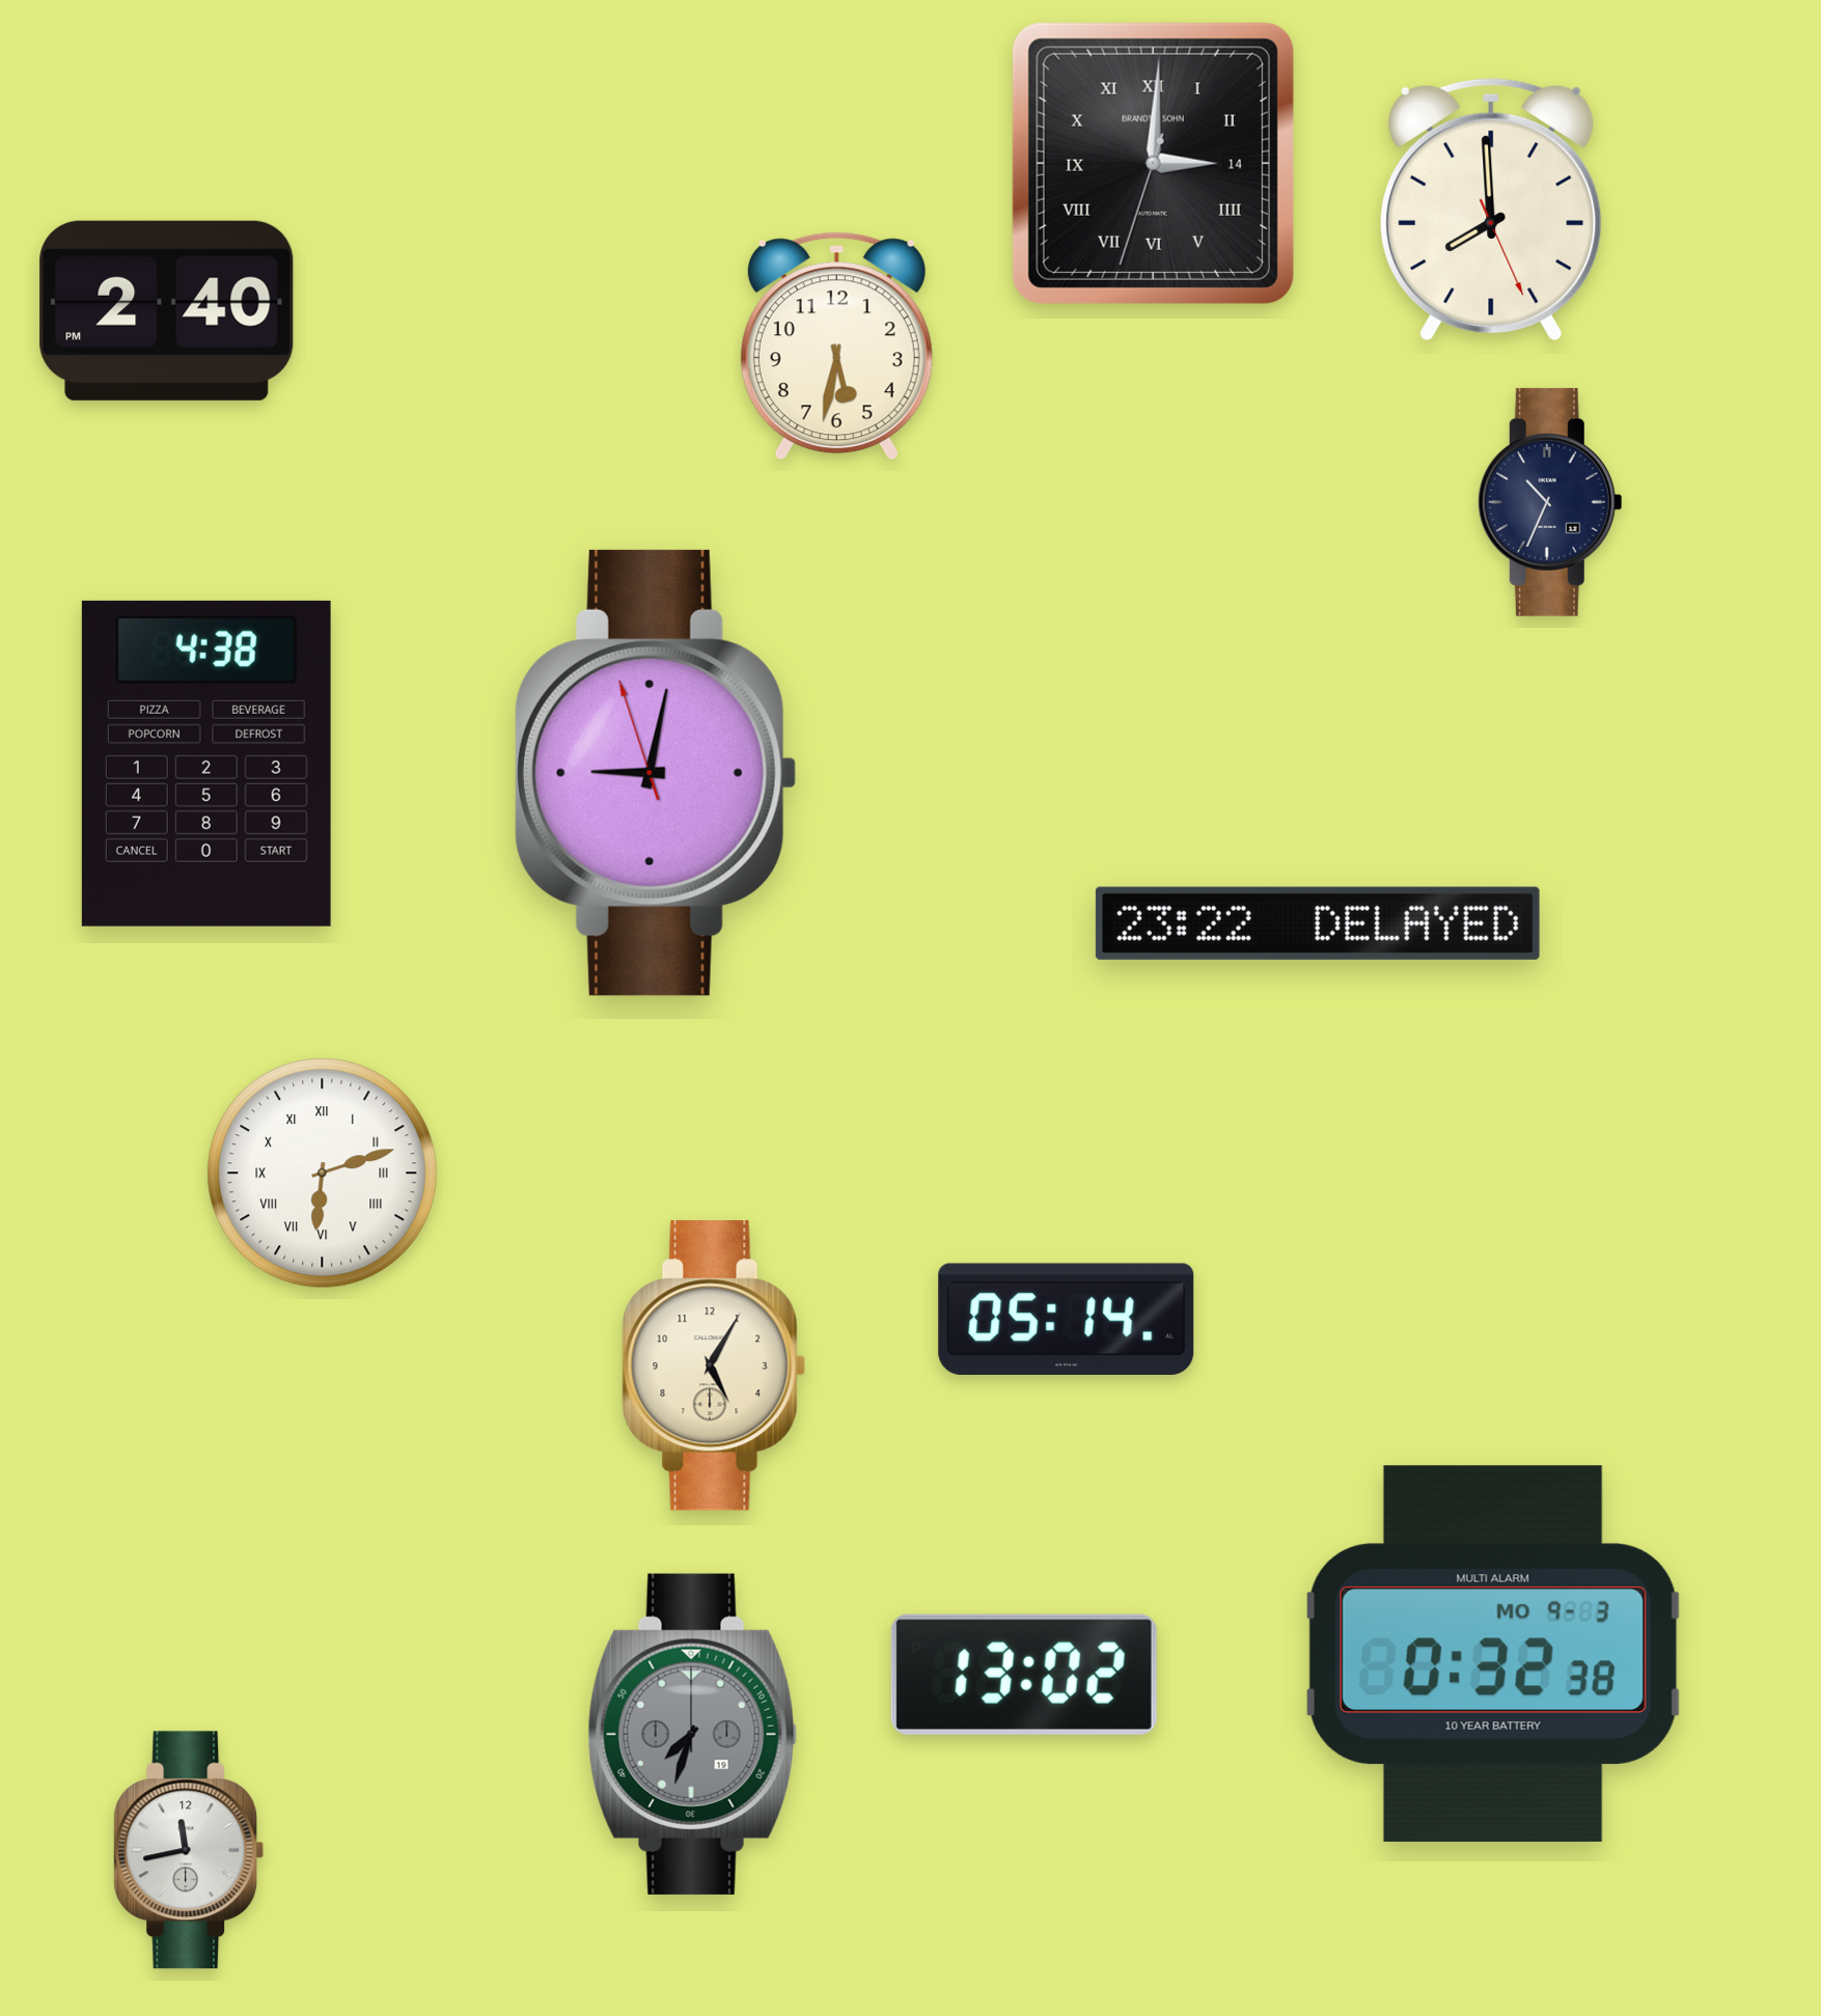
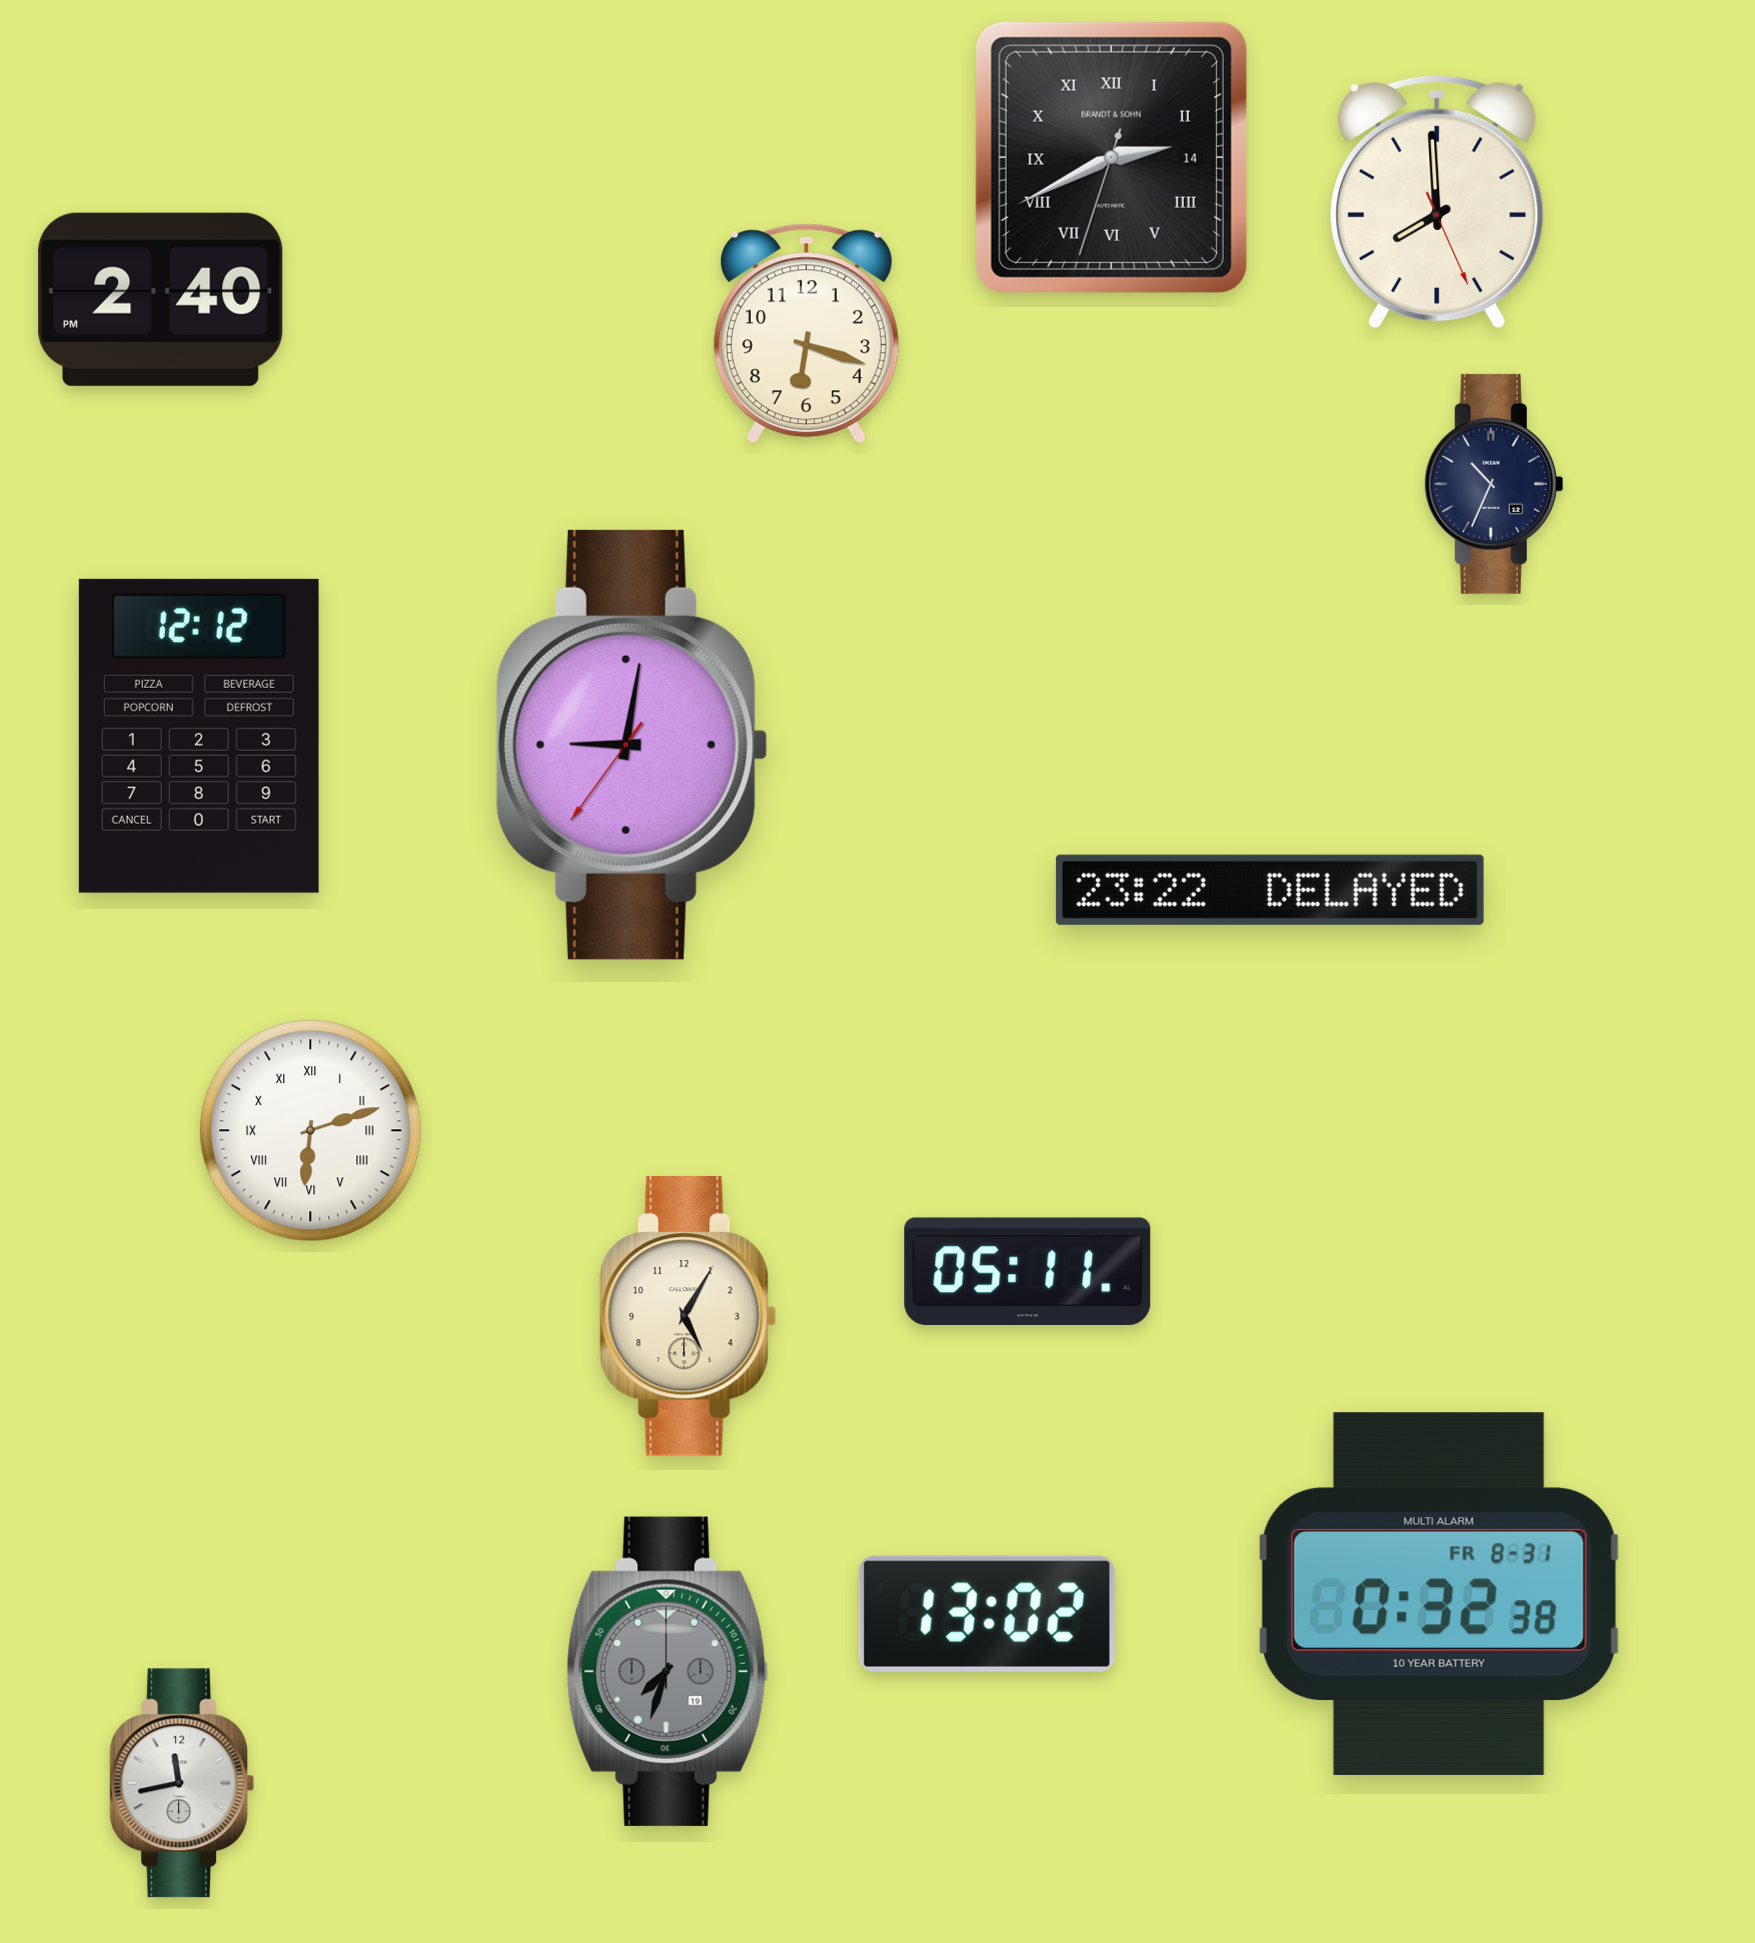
clock at (1153, 163): 3:00 -> 2:40
clock at (836, 347): 5:32 -> 6:18
clock at (206, 764): 4:38 -> 12:12
clock at (656, 773): 9:01:57 -> 9:01:36
clock at (1067, 1319): 05:14 -> 05:11
clock at (1493, 1654) date: MO 9-3 -> FR 8-31
